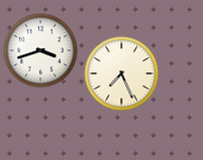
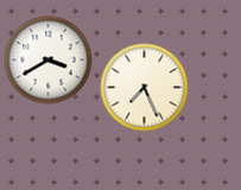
clock at (41, 51): 3:42 -> 3:40
